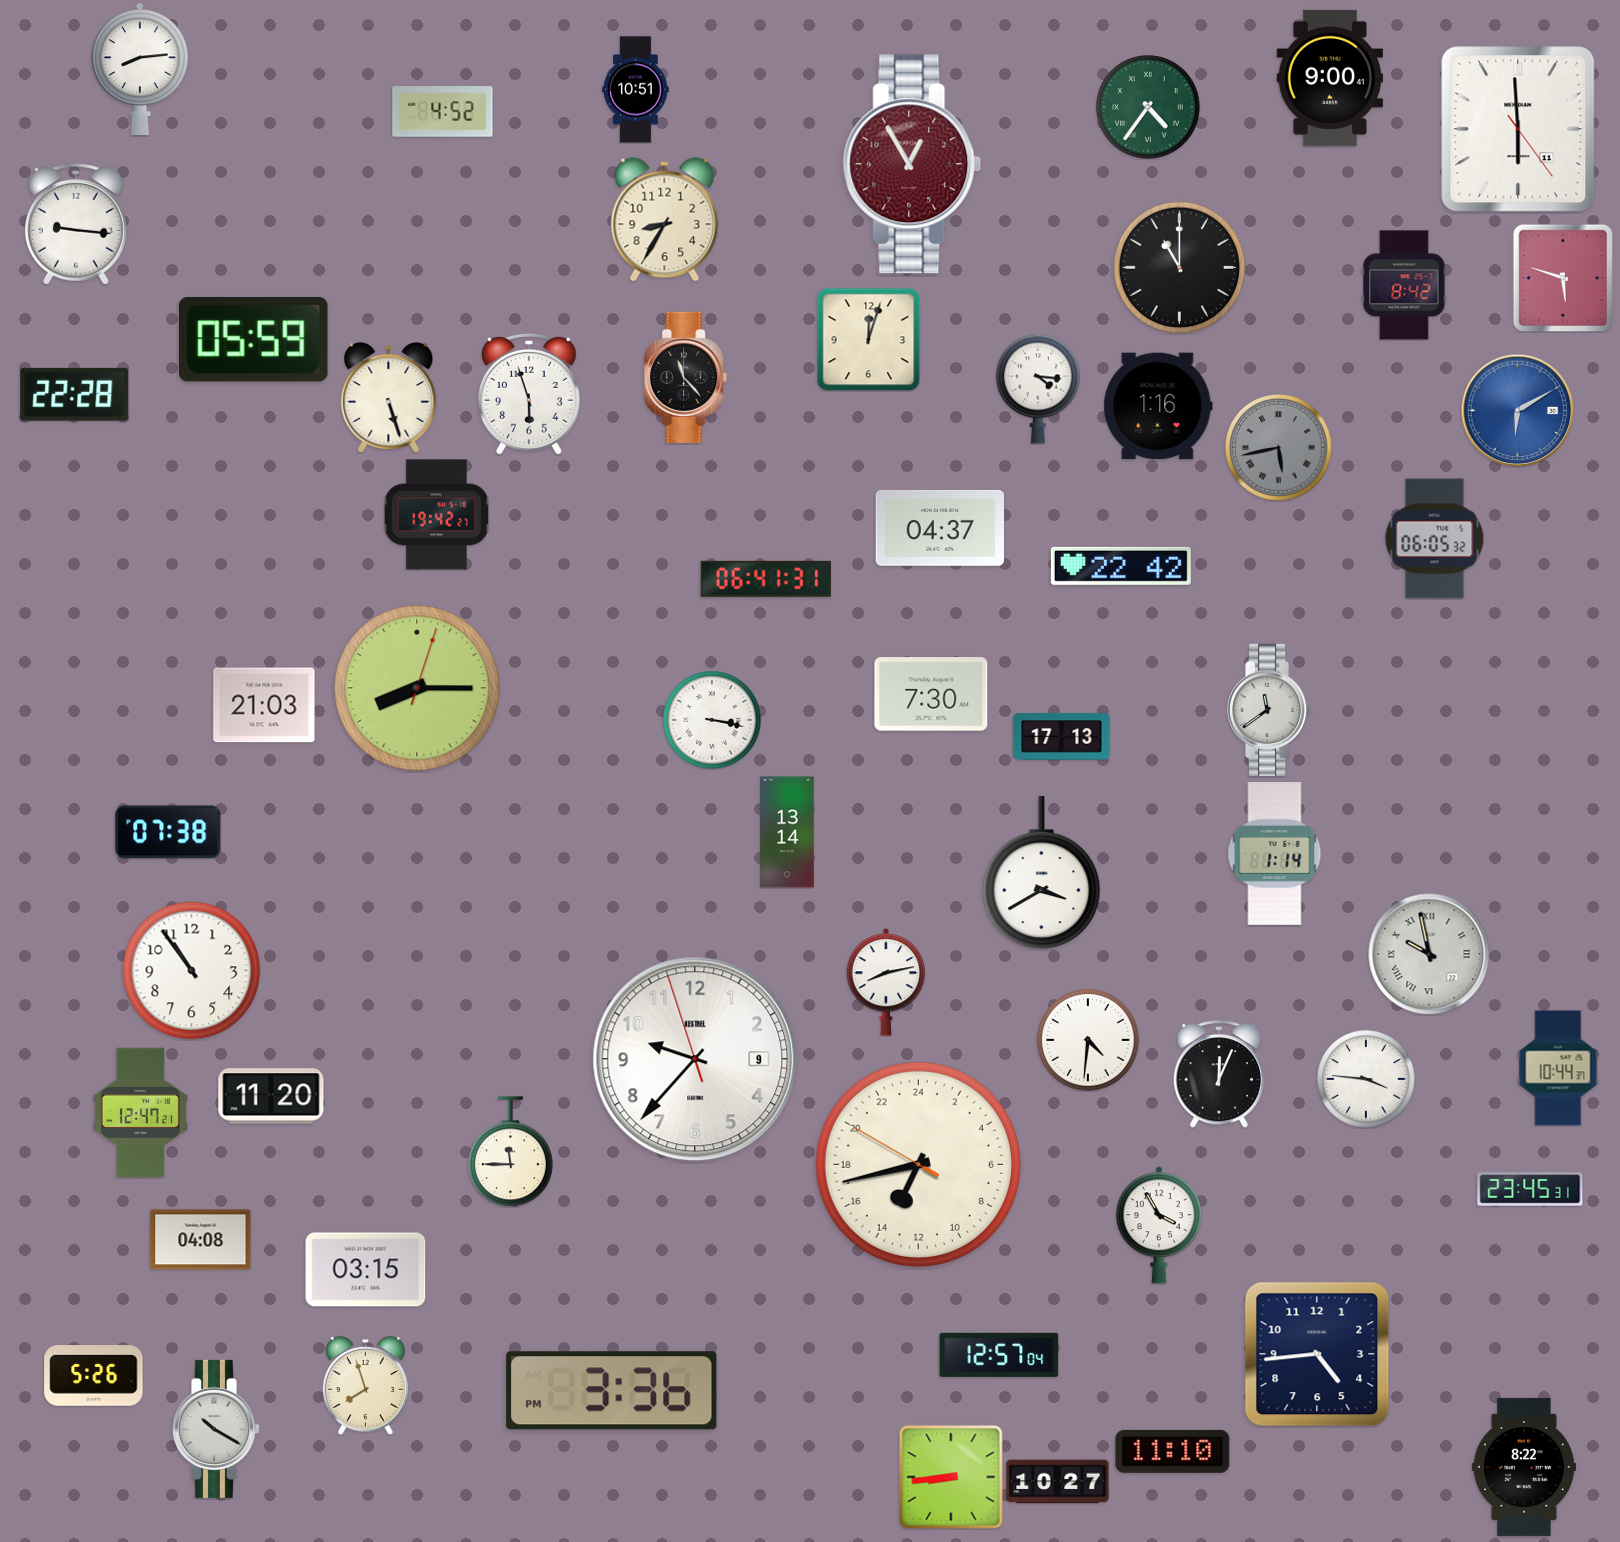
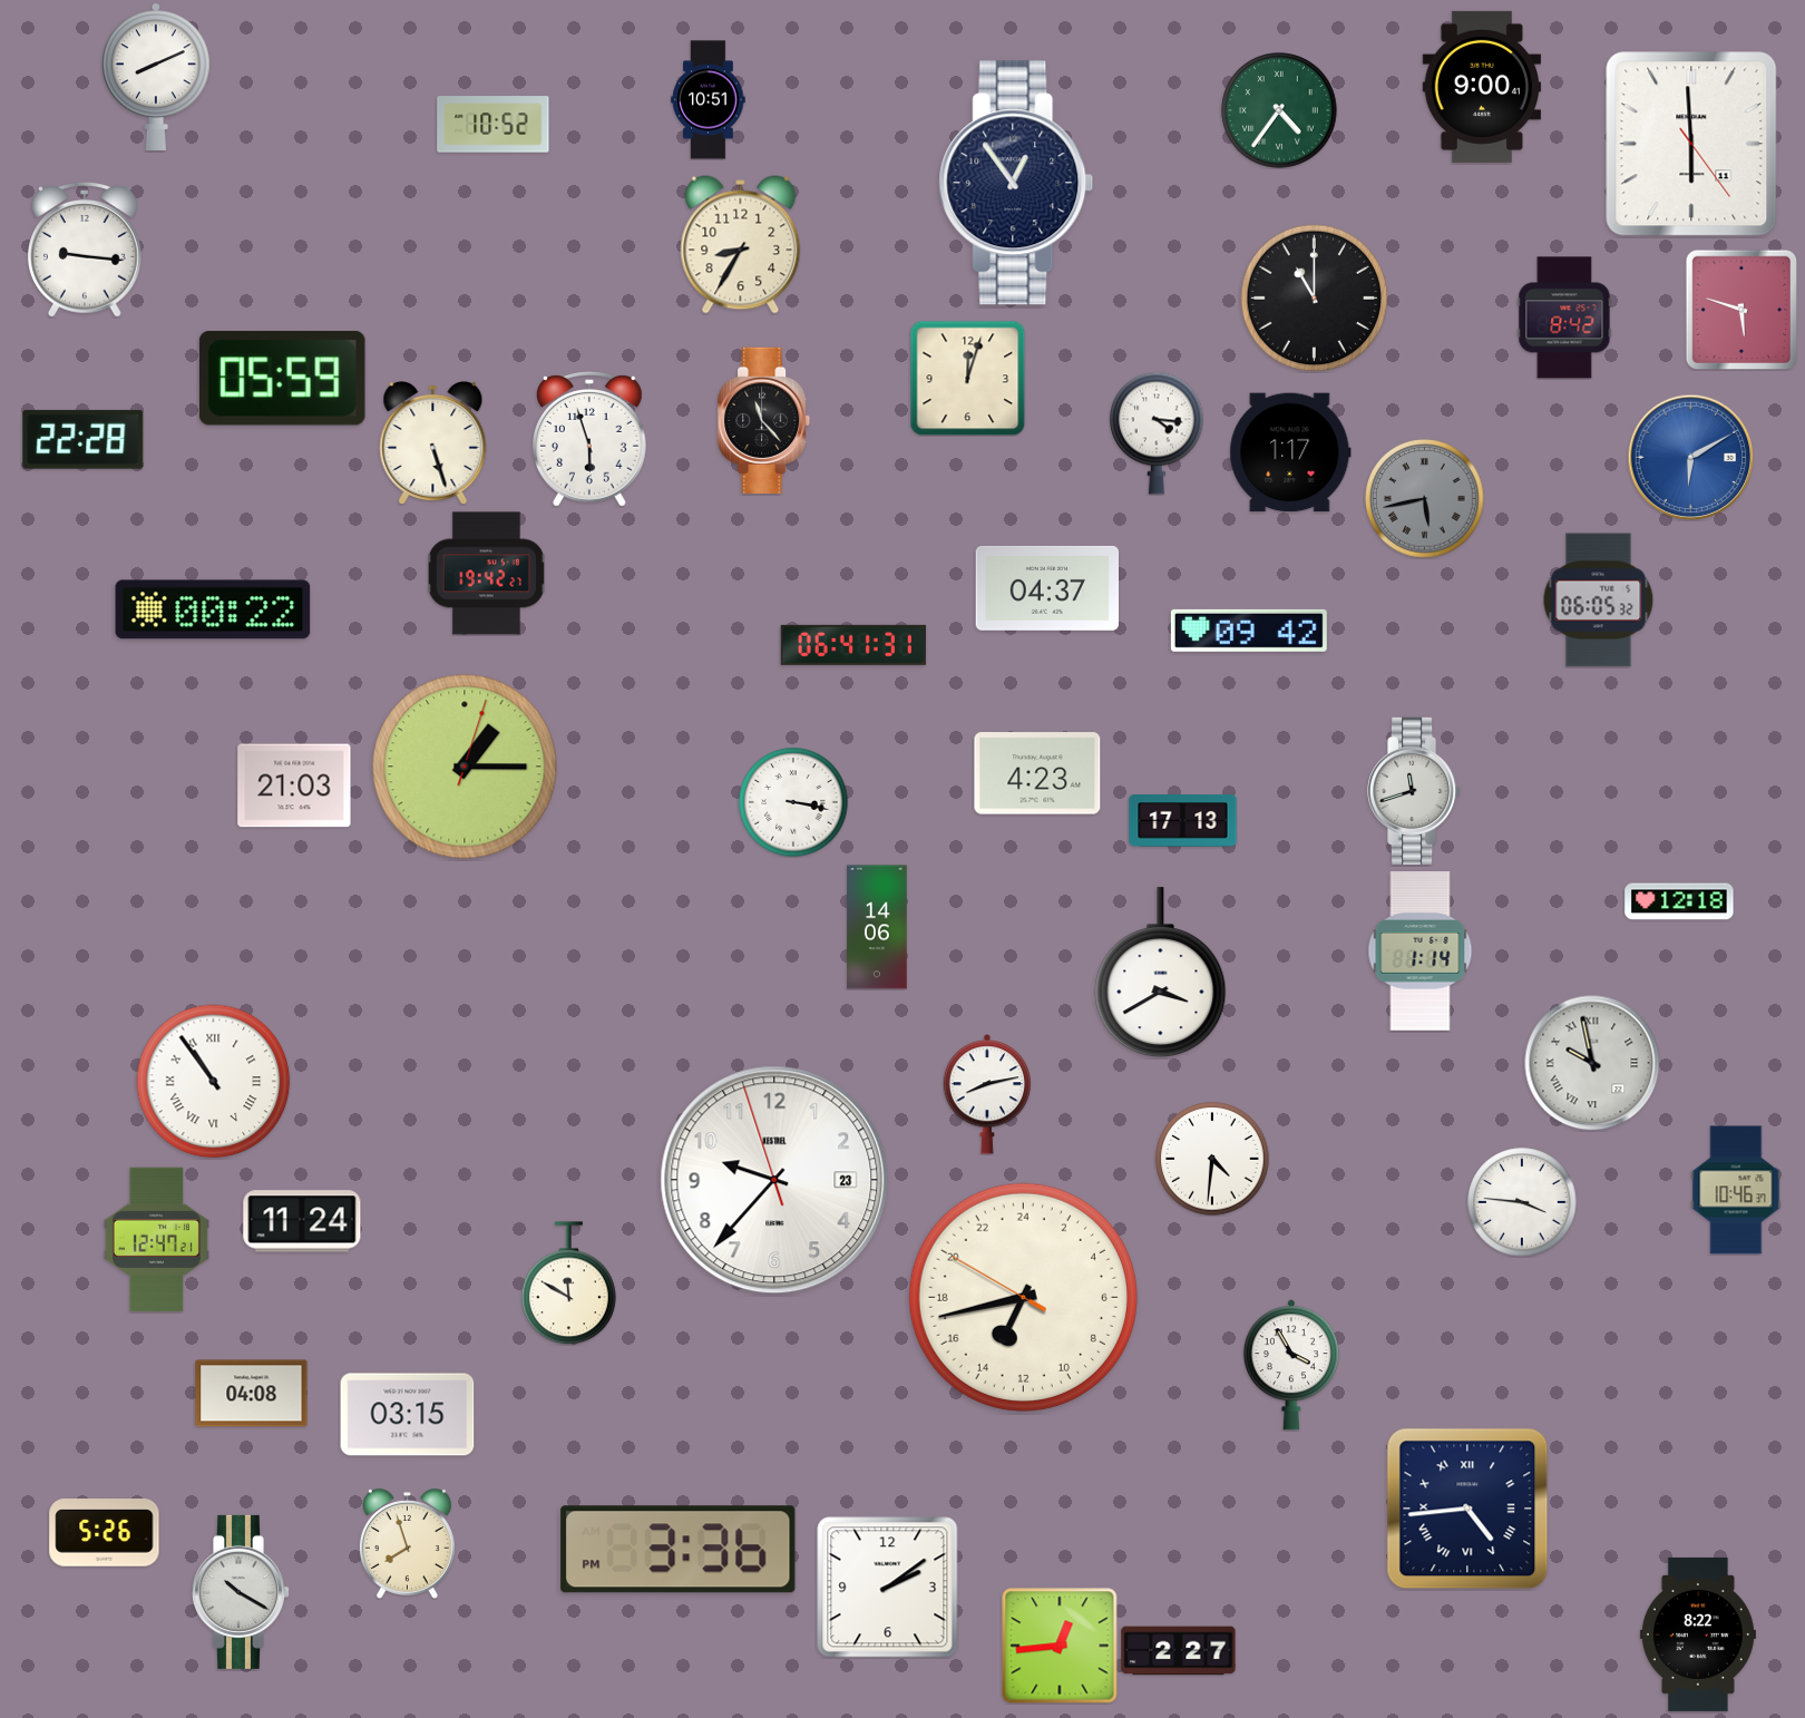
clock at (140, 69): 8:14 -> 8:11
clock at (1148, 107) position: (1148, 107) -> (1279, 110)
clock at (443, 112): 4:52 -> 10:52
clock at (912, 164): 12:55 -> 12:54
clock at (912, 164) dial: burgundy -> navy
clock at (1158, 406): 1:16 -> 1:17
clock at (213, 609): none -> 00:22
clock at (1121, 566): 22:42 -> 09:42
clock at (417, 688): 8:15 -> 1:15
clock at (931, 694): 7:30 -> 4:23
clock at (1270, 710): 11:39 -> 11:42
clock at (1679, 901): none -> 12:18
clock at (168, 832): 07:38 -> none
clock at (787, 832): 13:14 -> 14:06
clock at (192, 971) numerals: Arabic -> Roman
clock at (695, 1059) date: 9 -> 23
clock at (1558, 1068): 10:44 -> 10:46
clock at (1218, 1074): 12:04 -> none
clock at (271, 1096): 11:20 -> 11:24
clock at (510, 1152): 11:45 -> 11:50
clock at (1530, 1189): 23:45 -> none
clock at (201, 1240) position: (201, 1240) -> (252, 1394)
clock at (1317, 1354) numerals: Arabic -> Roman
clock at (999, 1355): 12:57 -> none
clock at (612, 1391) position: (612, 1391) -> (679, 1550)
clock at (888, 1588): none -> 2:09
clock at (1173, 1451): 11:10 -> none
clock at (951, 1477): 8:44 -> 12:44
clock at (1058, 1482): 10:27 -> 2:27
